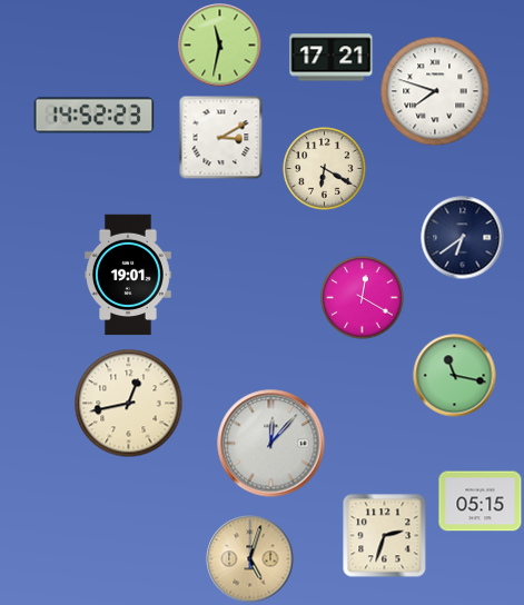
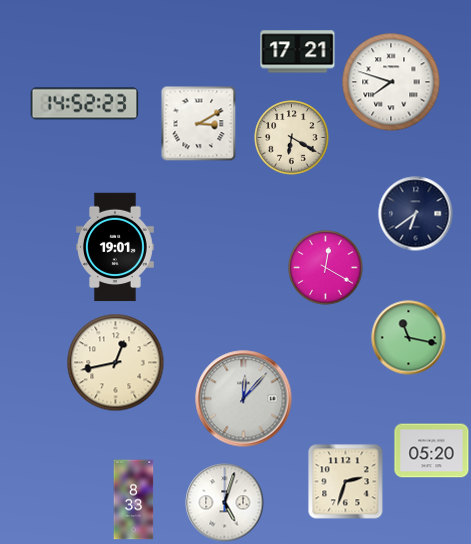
clock at (220, 46): 11:32 -> none
clock at (325, 169) position: (325, 169) -> (292, 138)
clock at (481, 502): 05:15 -> 05:20
clock at (134, 500): none -> 8:33
clock at (250, 559) dial: champagne -> white
